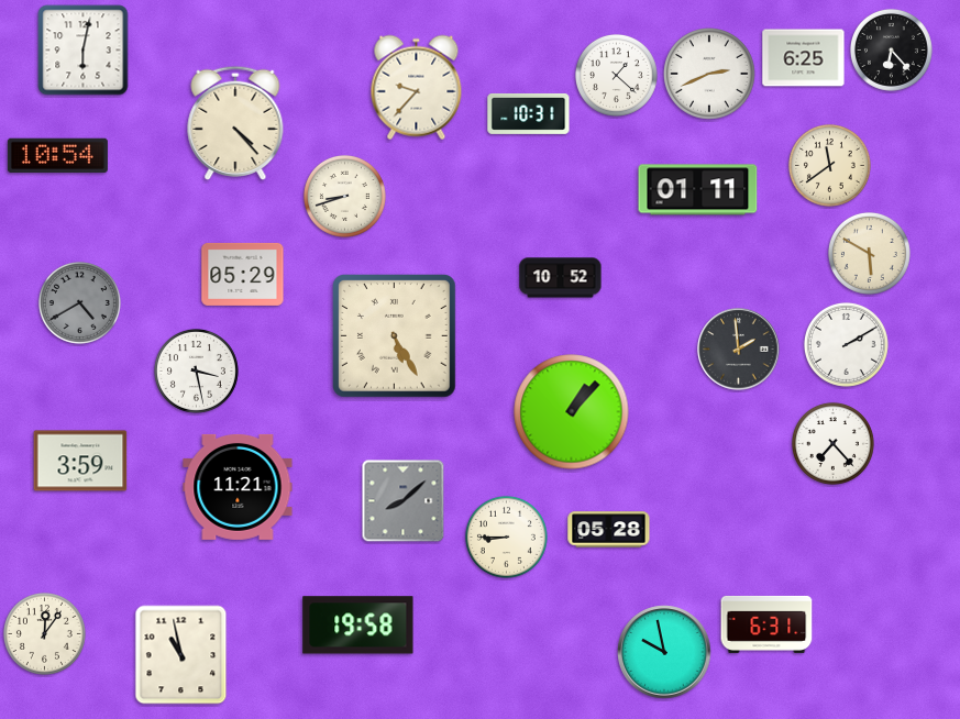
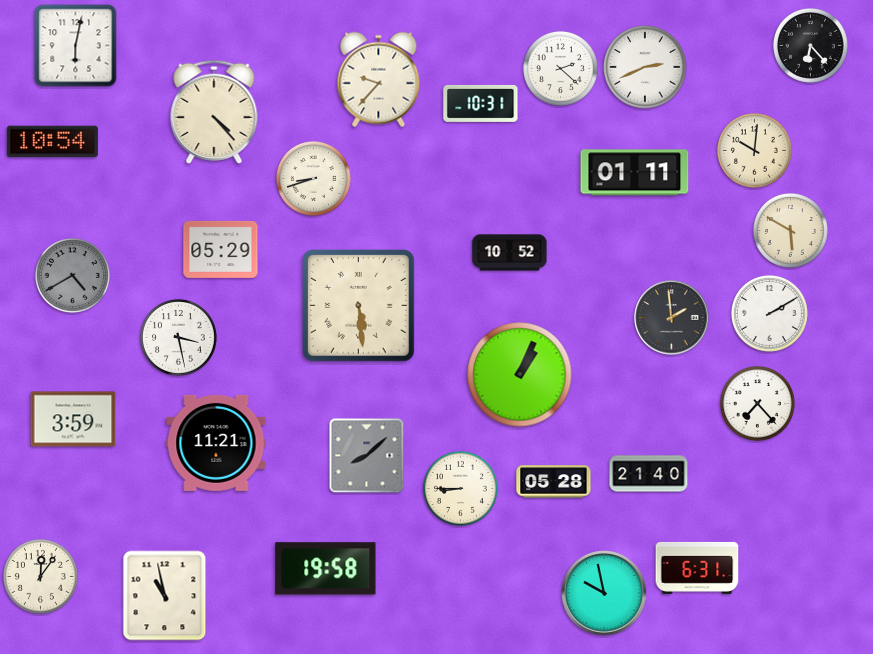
clock at (804, 58): 6:25 -> none
clock at (616, 75): 1:22 -> 2:22
clock at (829, 165): 11:39 -> 10:01
clock at (395, 336): 5:25 -> 5:29
clock at (572, 412): 1:07 -> 1:04
clock at (649, 474): none -> 21:40
